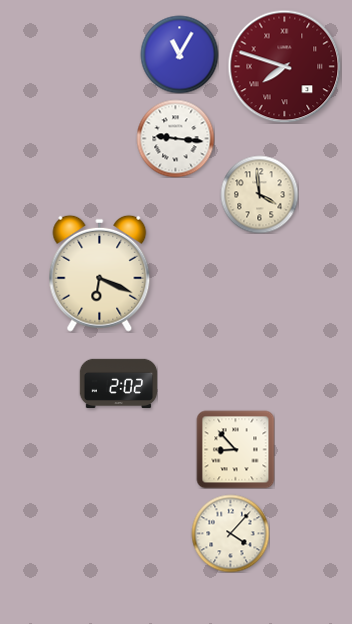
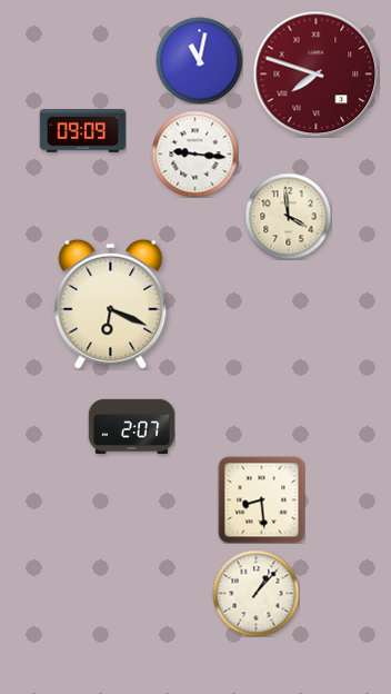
clock at (179, 54): 11:05 -> 11:02
clock at (82, 131): none -> 09:09
clock at (118, 384): 2:02 -> 2:07
clock at (235, 449): 8:53 -> 8:29
clock at (230, 533): 4:07 -> 1:07
